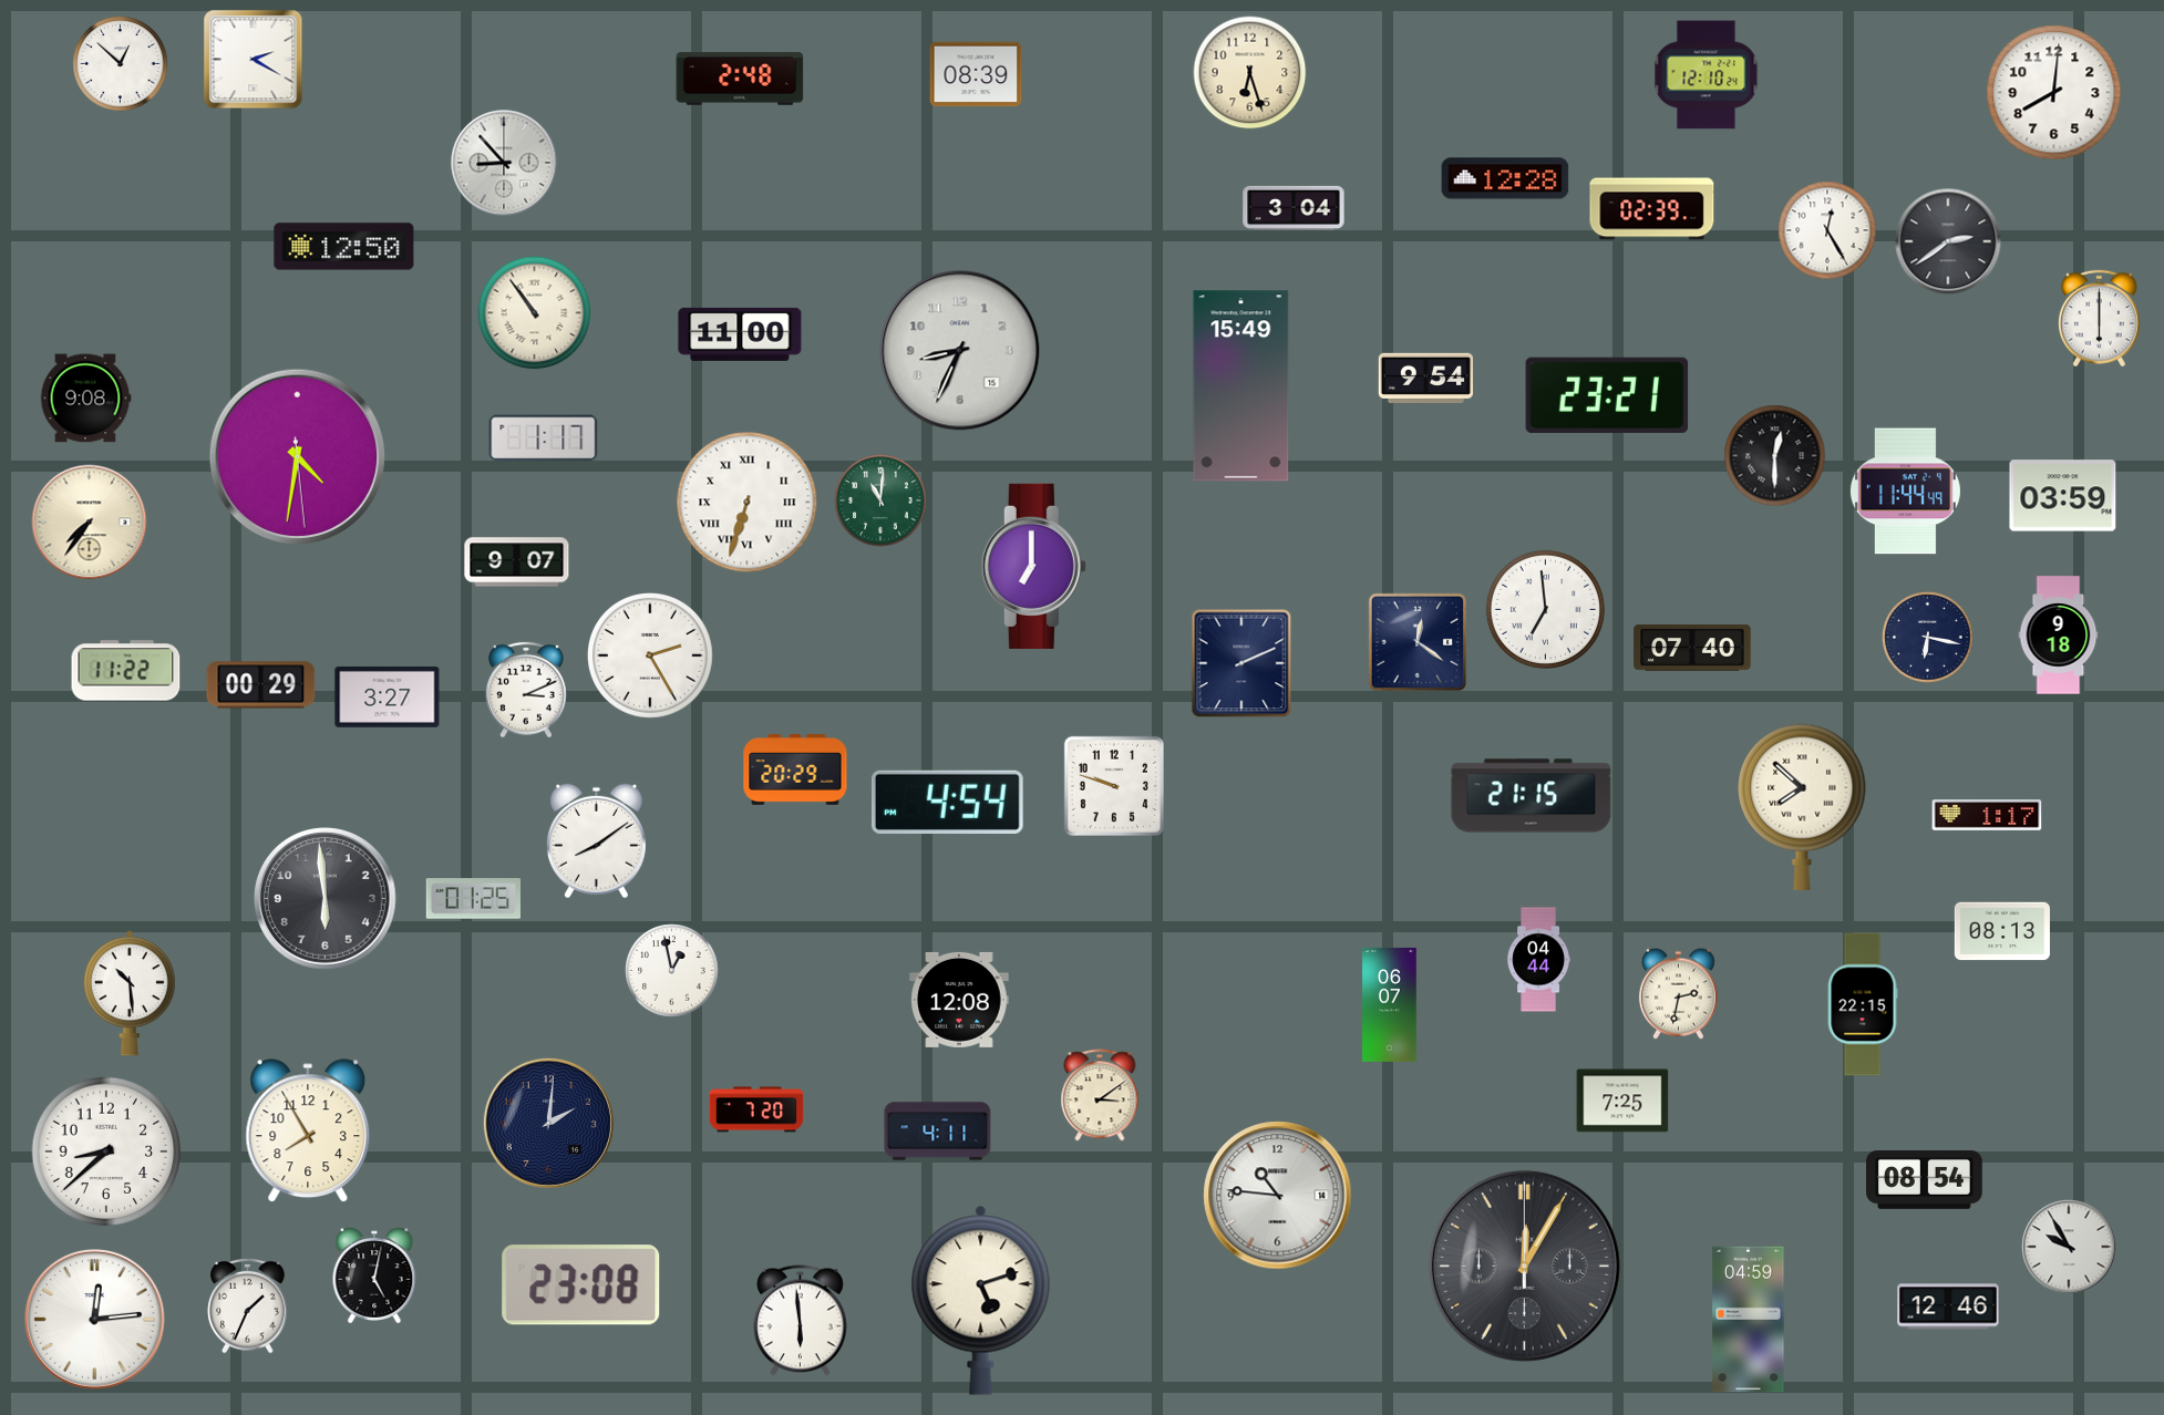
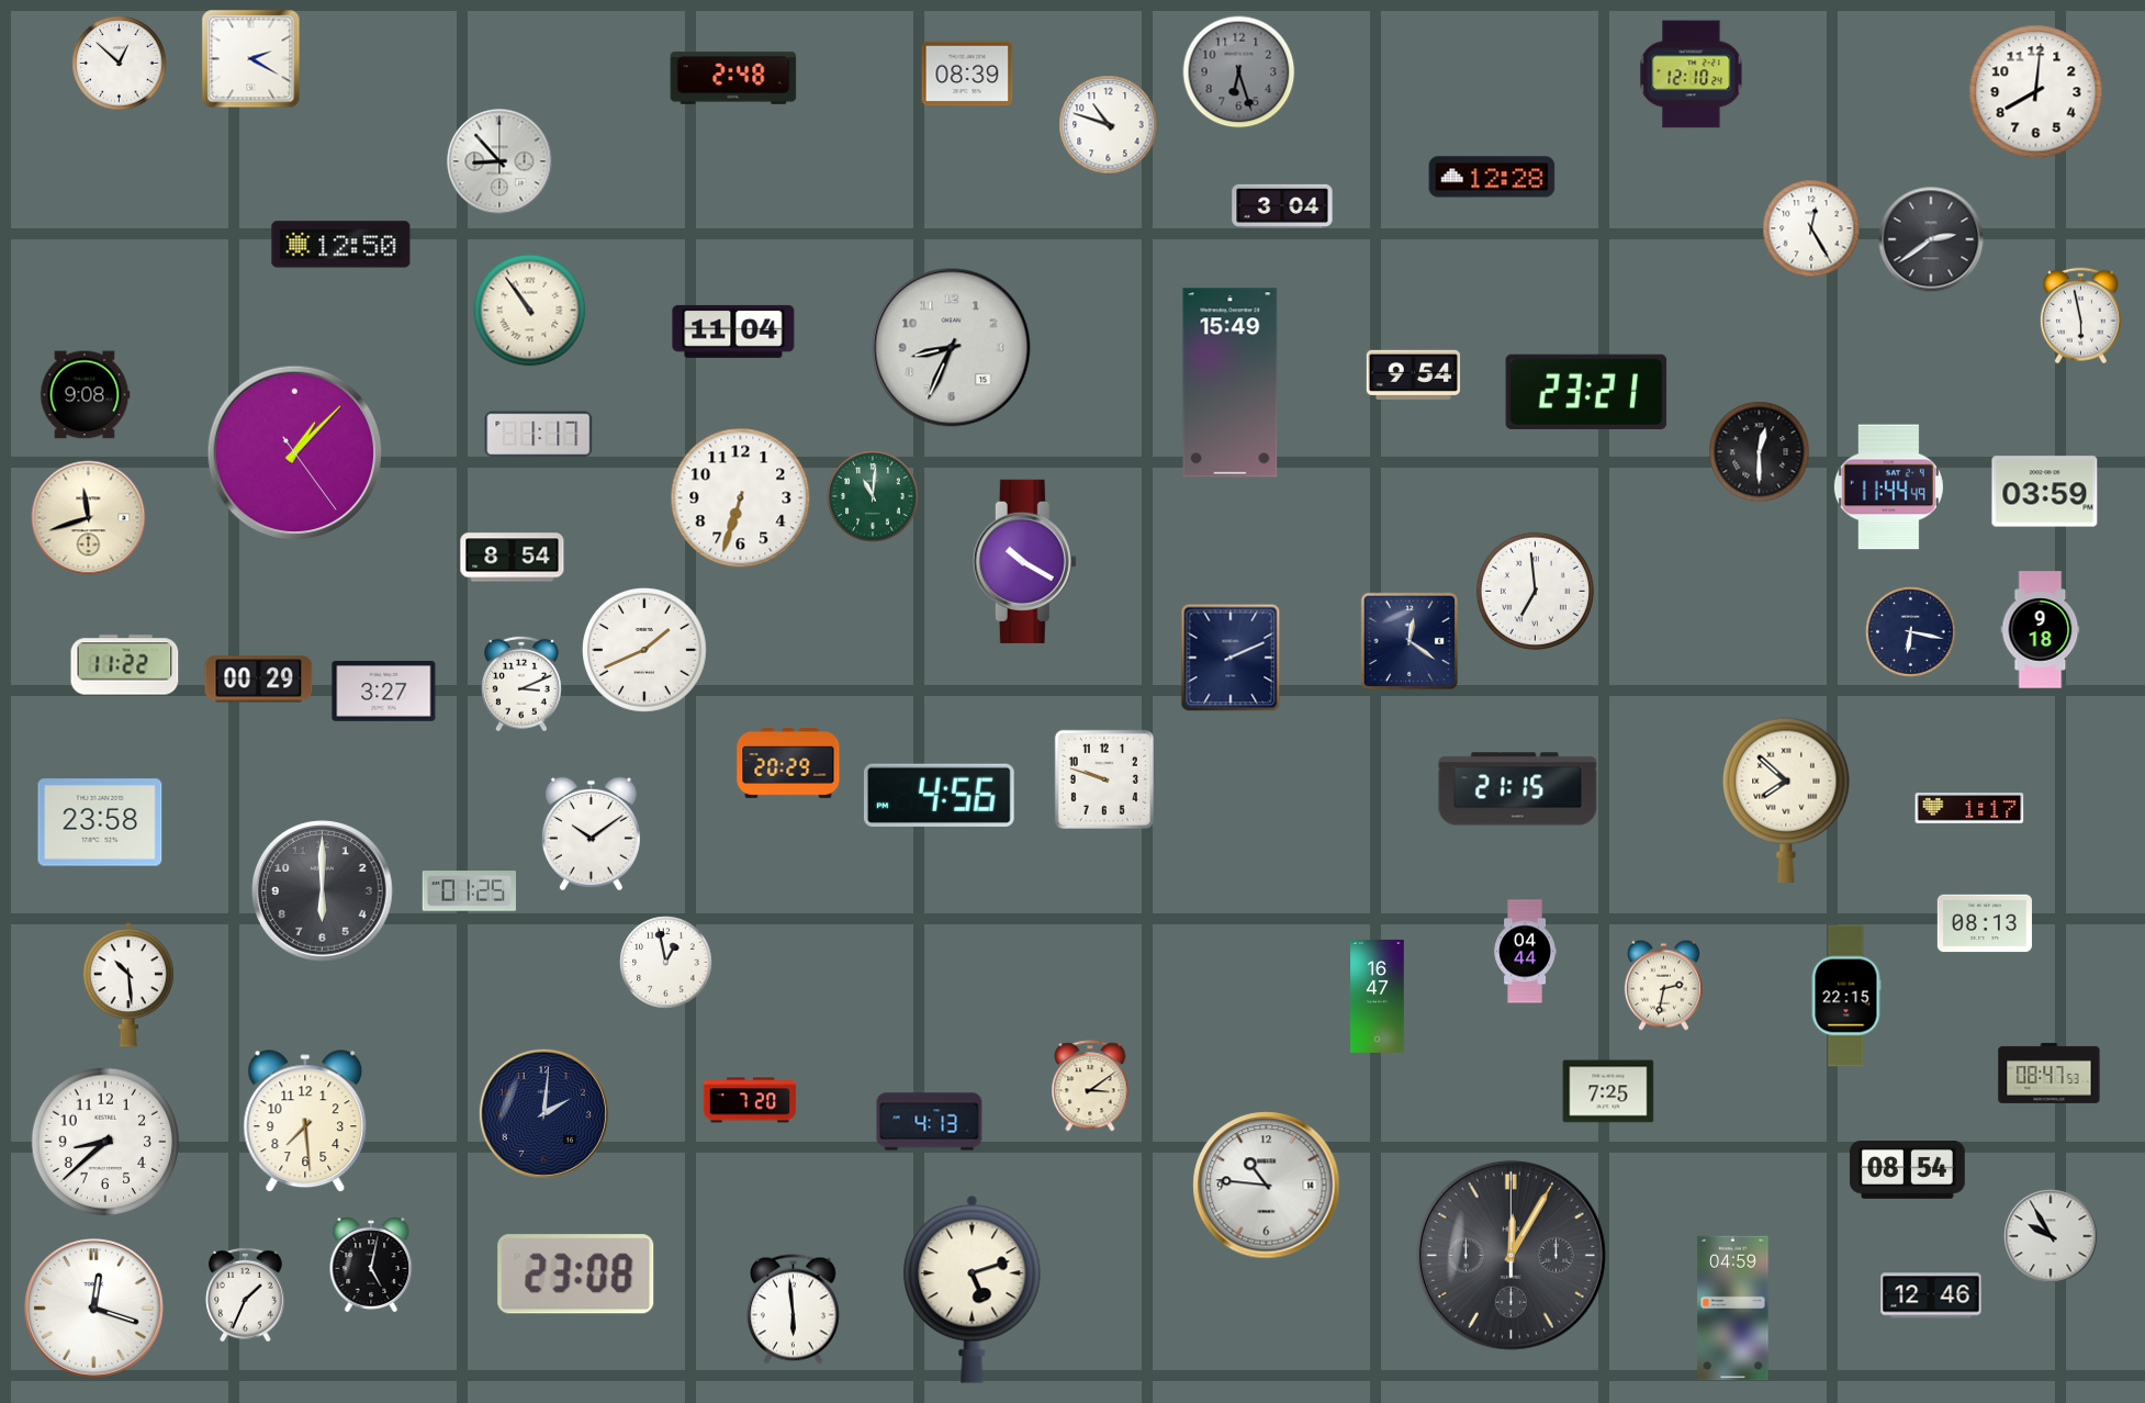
clock at (1250, 73) dial: cream -> grey
clock at (1109, 125): none -> 10:48
clock at (1652, 209): 02:39 -> none
clock at (2099, 319): 6:00 -> 5:58
clock at (740, 334): 11:00 -> 11:04
clock at (1607, 395) position: (1607, 395) -> (1586, 392)
clock at (298, 457): 4:31 -> 1:07
clock at (748, 503) numerals: Roman -> Arabic
clock at (90, 523): 7:36 -> 11:42
clock at (517, 562): 9:07 -> 8:54
clock at (1033, 566): 7:00 -> 10:20
clock at (1545, 609) position: (1545, 609) -> (1535, 591)
clock at (1416, 641) position: (1416, 641) -> (1408, 640)
clock at (1692, 648): 07:40 -> none
clock at (651, 657): 2:25 -> 1:41
clock at (947, 802): 4:54 -> 4:56
clock at (100, 822): none -> 23:58
clock at (596, 841): 8:09 -> 10:09
clock at (326, 899): 5:59 -> 6:00
clock at (959, 1000): 12:08 -> none
clock at (1390, 1004): 06:07 -> 16:47
clock at (2049, 1073): none -> 08:47
clock at (308, 1132): 7:55 -> 7:29
clock at (938, 1132): 4:11 -> 4:13
clock at (95, 1320): 12:14 -> 12:18
